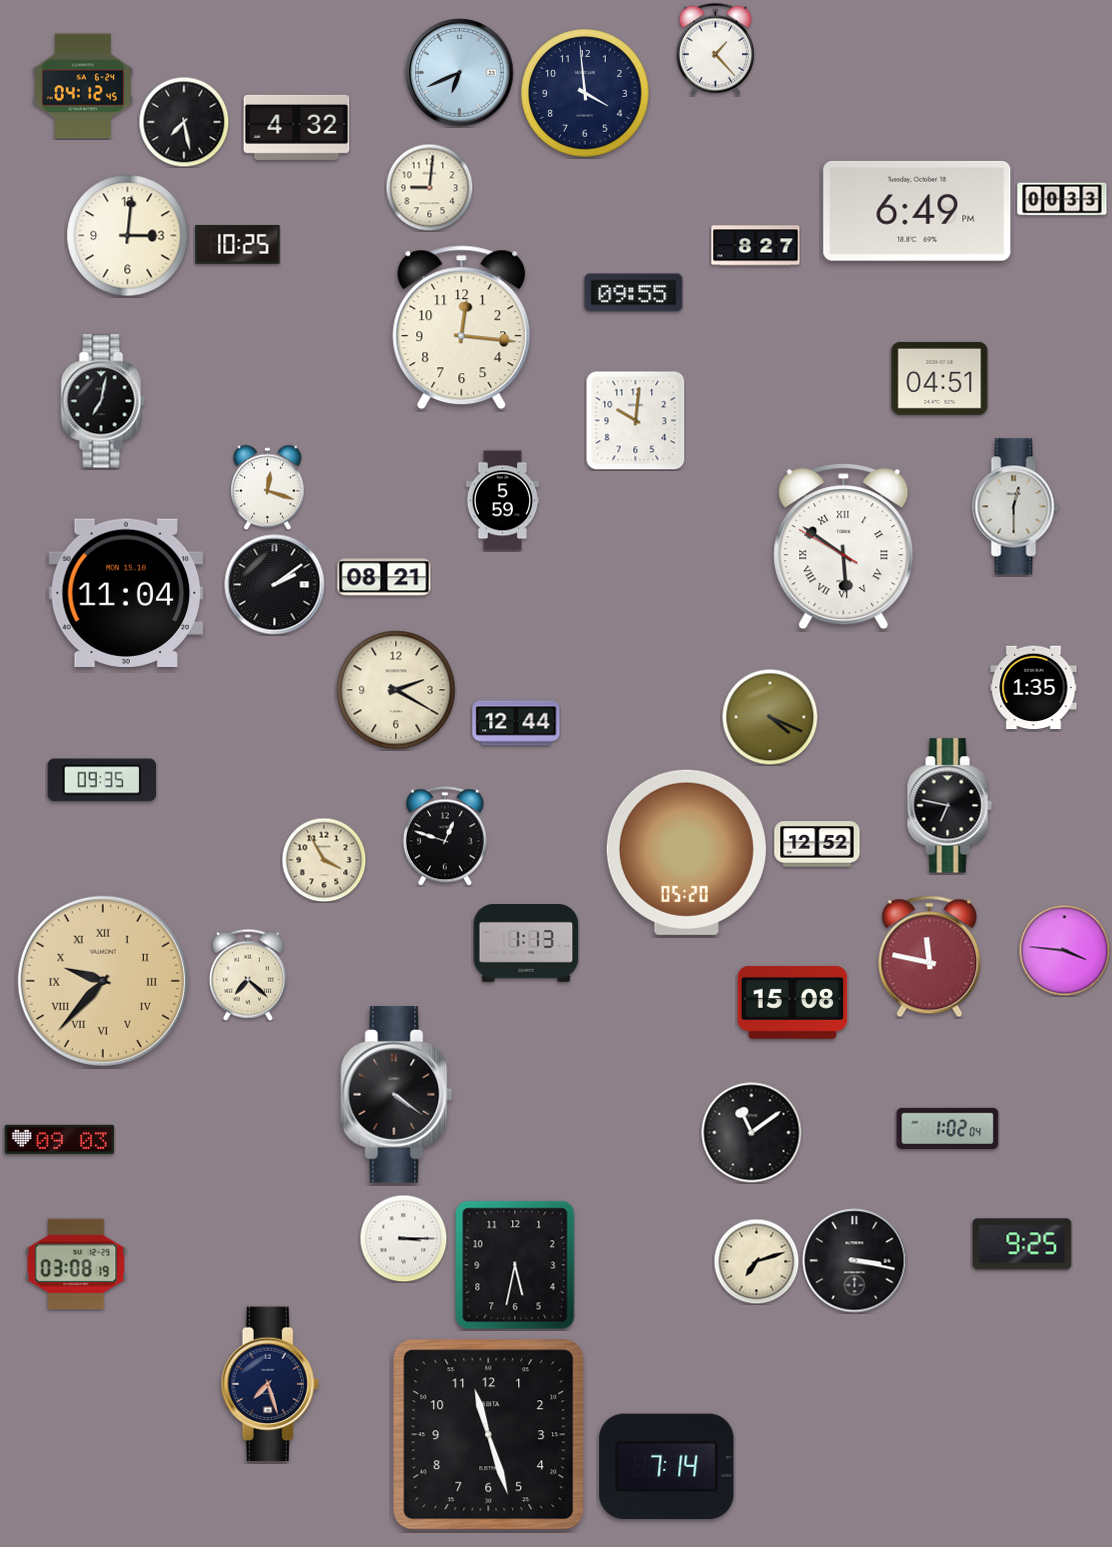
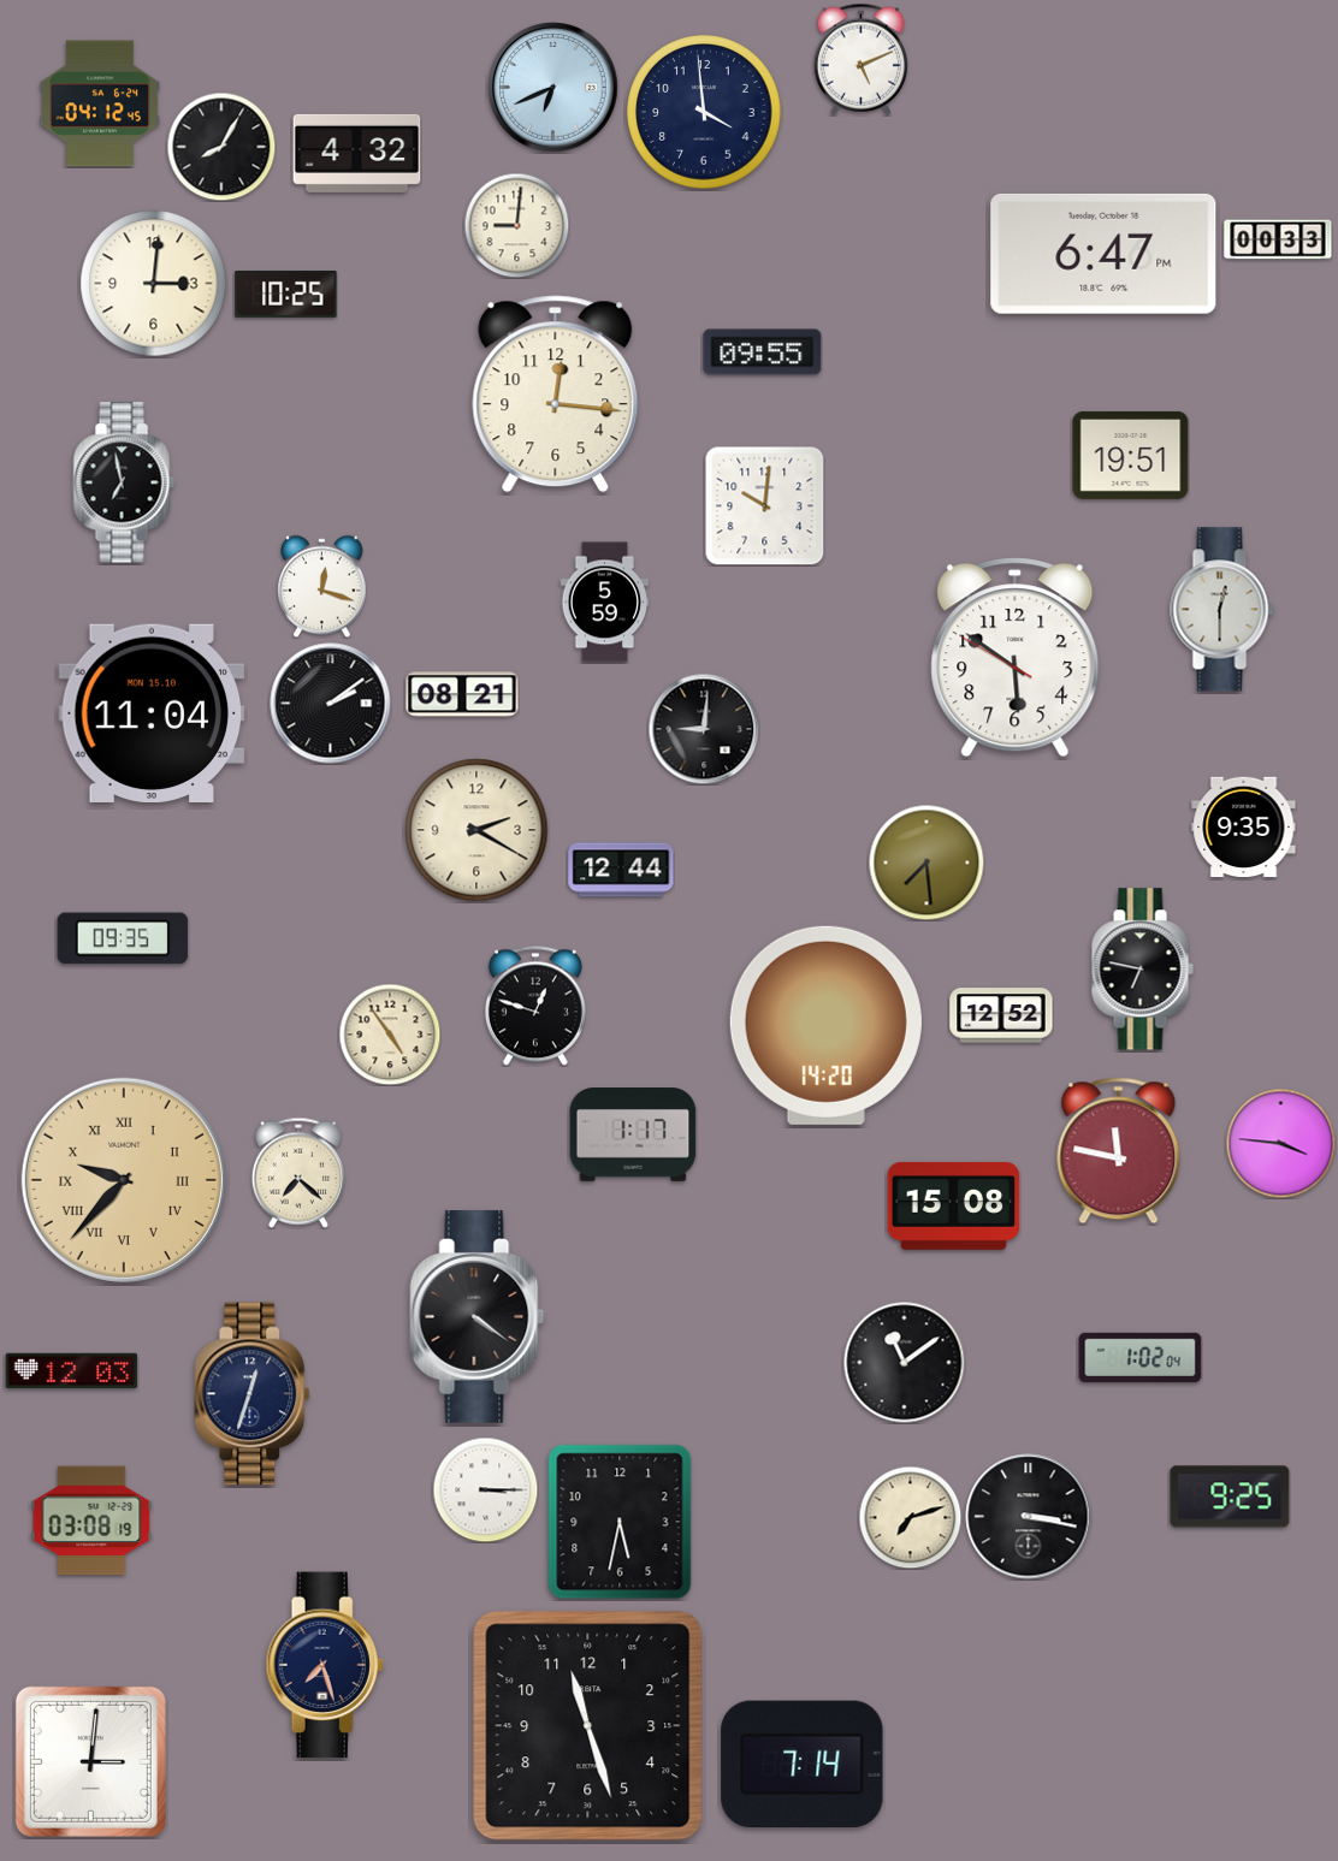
clock at (715, 49): 1:23 -> 5:11
clock at (184, 122): 7:28 -> 8:05
clock at (917, 211): 6:49 -> 6:47
clock at (756, 246): 8:27 -> none
clock at (940, 378): 04:51 -> 19:51
clock at (103, 401): 7:02 -> 6:58
clock at (844, 547) numerals: Roman -> Arabic
clock at (704, 729): none -> 9:01
clock at (1034, 688): 1:35 -> 9:35
clock at (770, 717): 4:19 -> 7:29
clock at (817, 844) position: (817, 844) -> (1001, 1015)
clock at (686, 852): 05:20 -> 14:20
clock at (324, 860): 3:55 -> 4:54
clock at (526, 943): 1:13 -> 1:17
clock at (60, 1139): 09:03 -> 12:03
clock at (253, 1394): none -> 12:33
clock at (90, 1761): none -> 3:01
